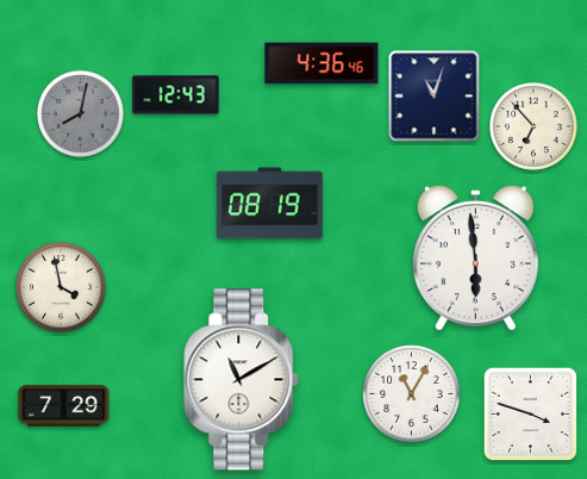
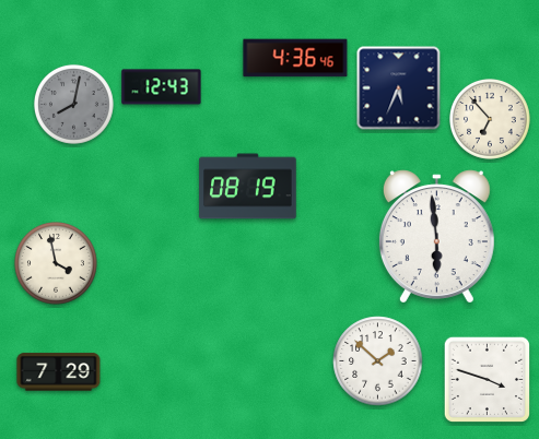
clock at (435, 97): 11:03 -> 5:34
clock at (535, 127) position: (535, 127) -> (491, 120)
clock at (242, 380): 11:10 -> none
clock at (412, 394): 11:05 -> 1:52
